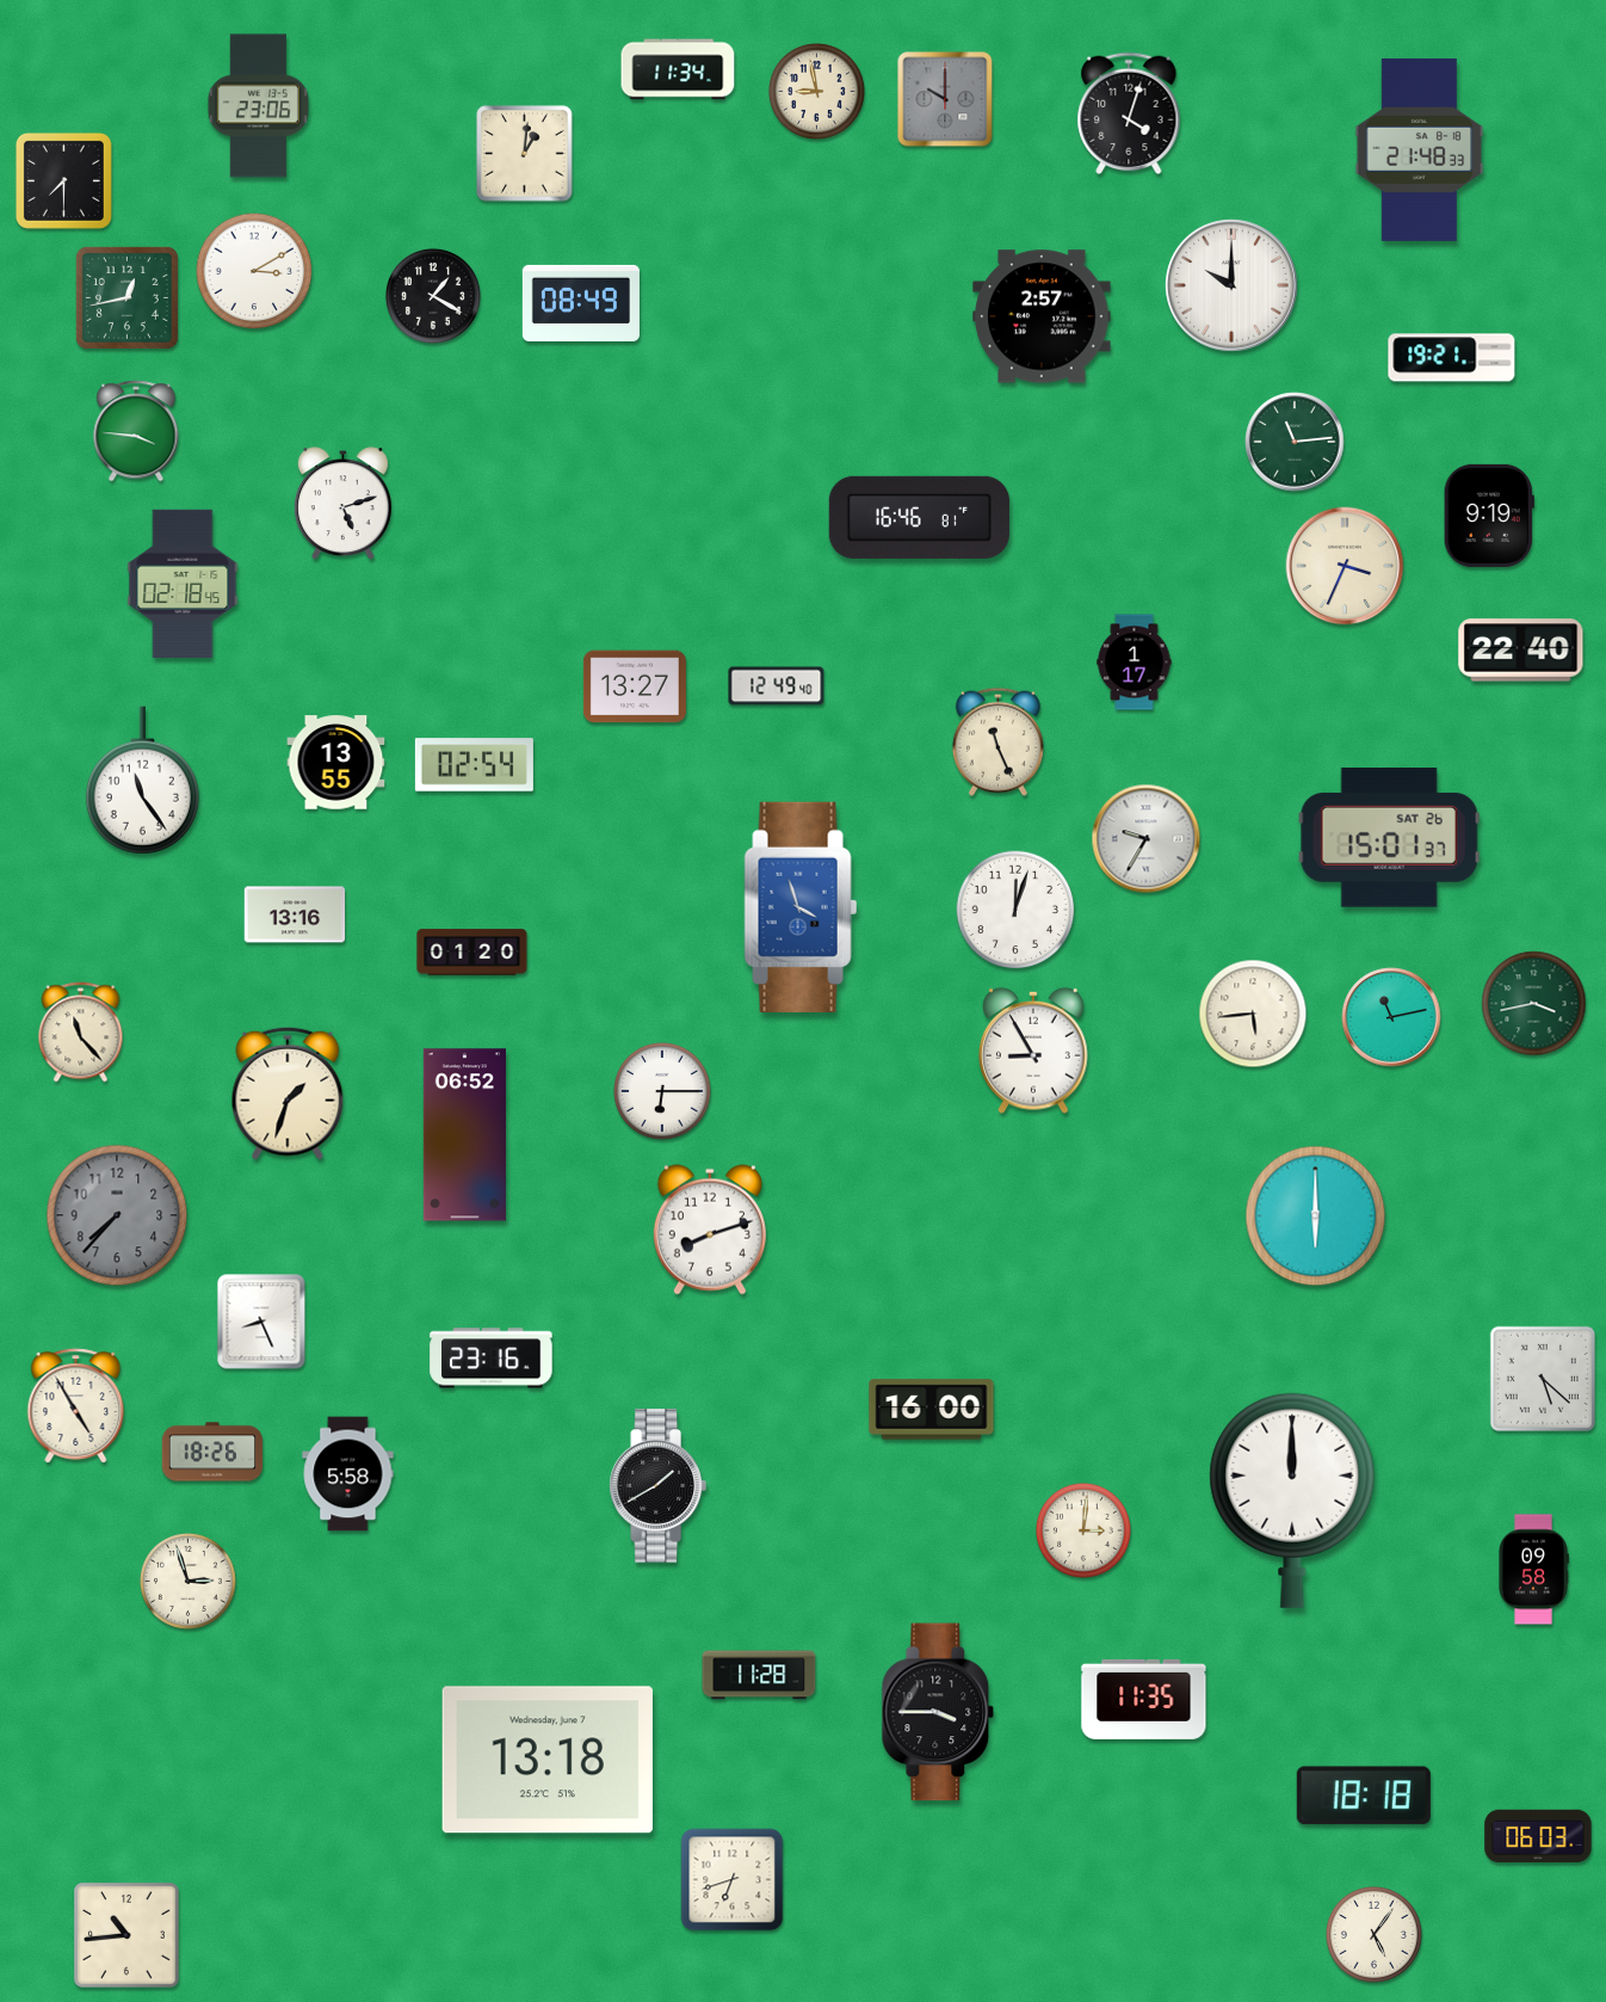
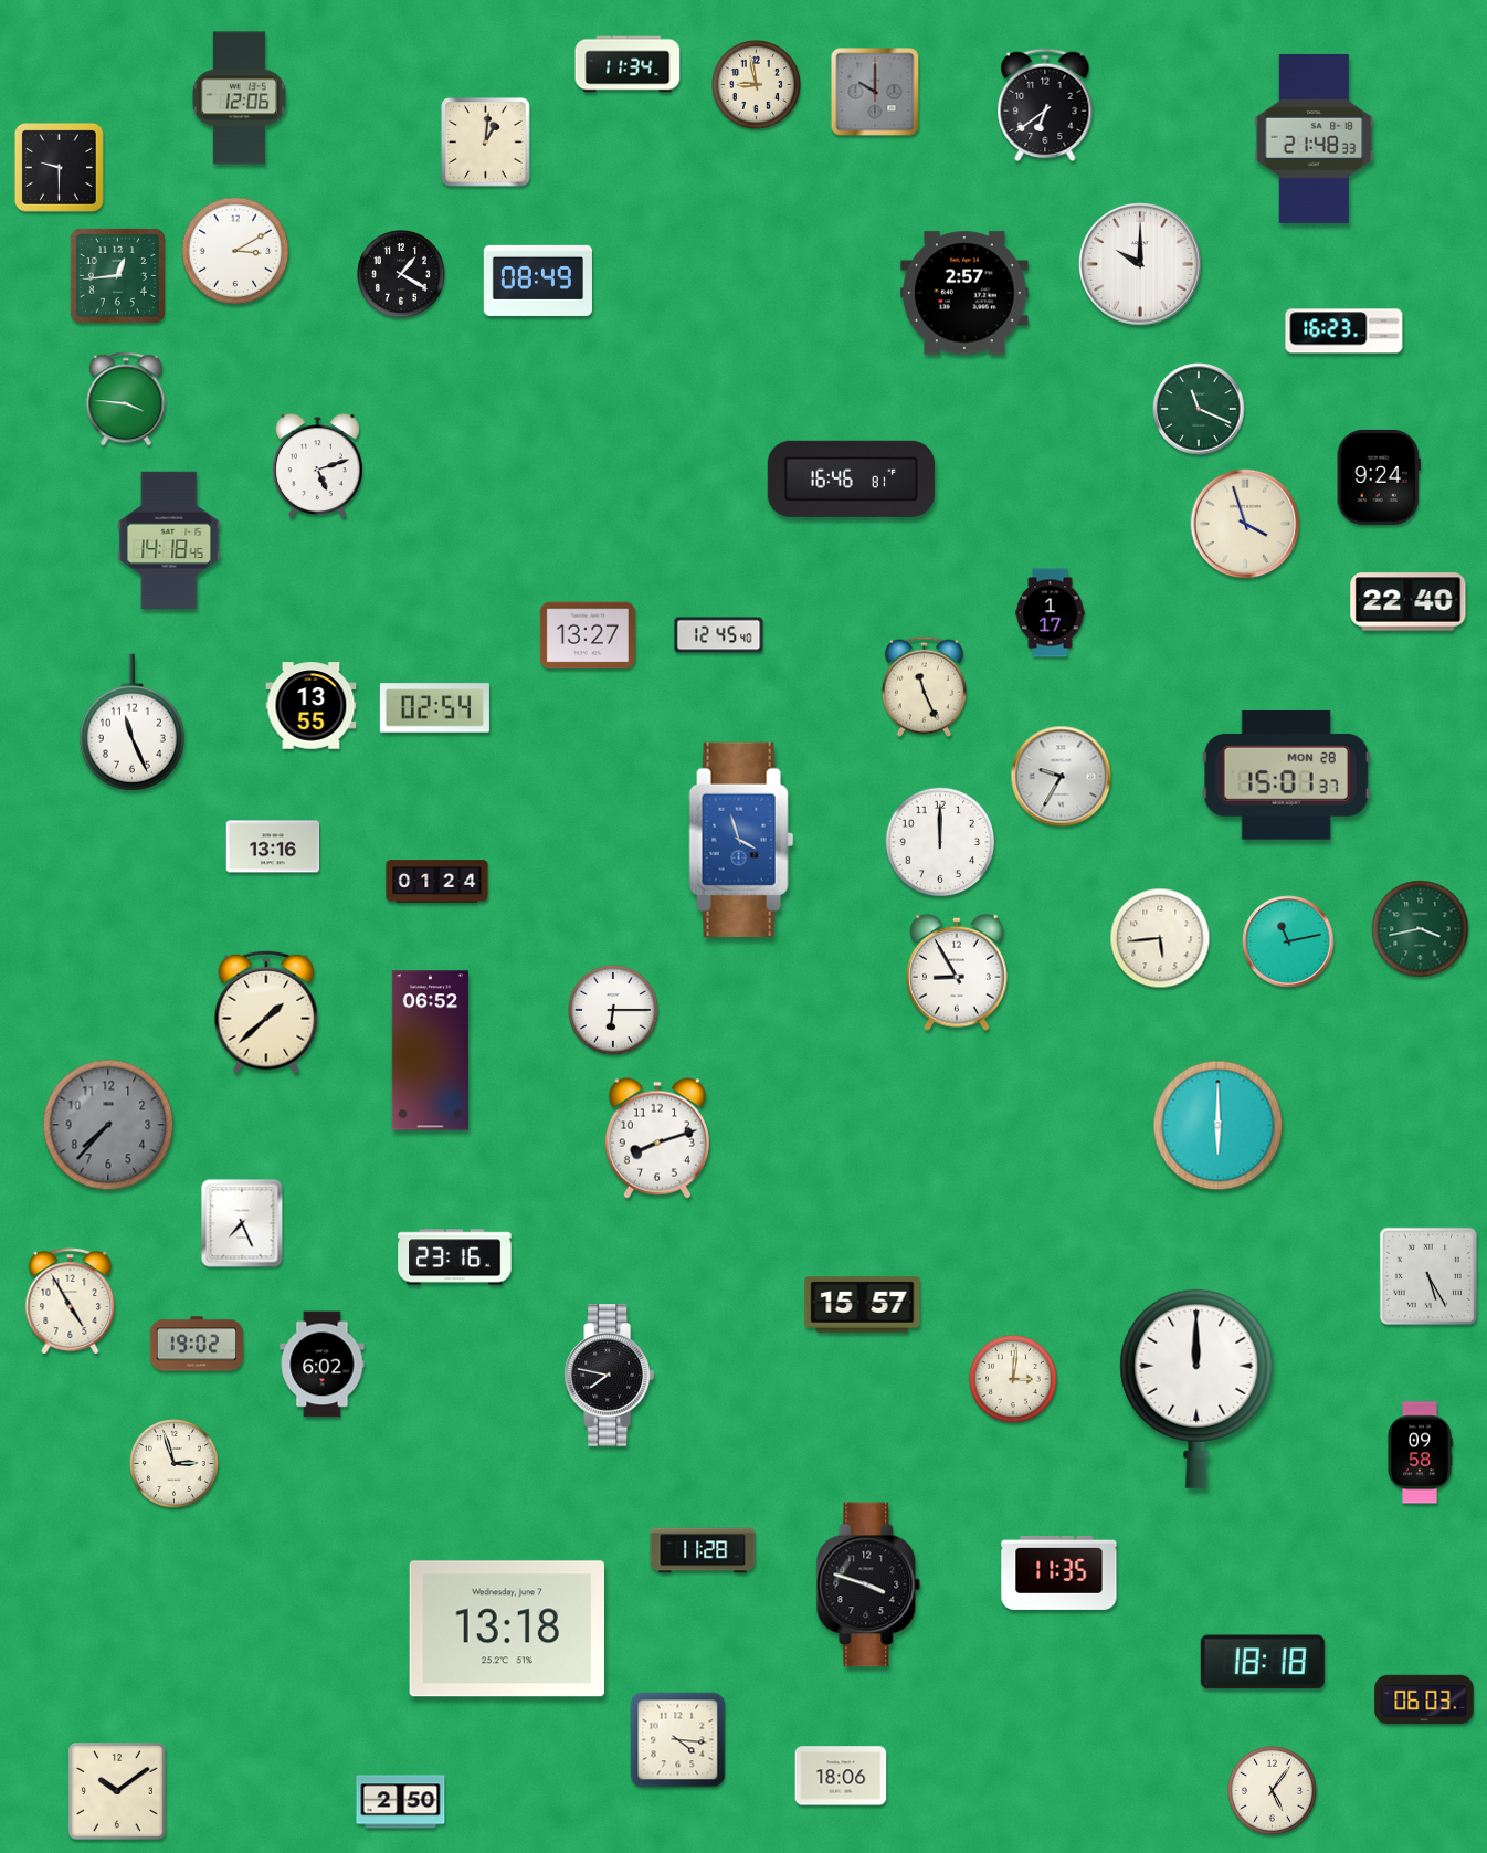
clock at (258, 106): 23:06 -> 12:06
clock at (1129, 113): 4:03 -> 6:39
clock at (63, 180): 7:30 -> 9:30
clock at (126, 297): 12:43 -> 12:44
clock at (1452, 358): 19:21 -> 16:23
clock at (1295, 442): 11:14 -> 11:19
clock at (1489, 516): 9:19 -> 9:24
clock at (1345, 566): 3:34 -> 3:57
clock at (183, 583): 02:18 -> 14:18
clock at (777, 686): 12:49 -> 12:45
clock at (474, 765) position: (474, 765) -> (434, 708)
clock at (142, 781): 11:24 -> 11:26
clock at (1389, 838) date: SAT 26 -> MON 28
clock at (1015, 910): 12:03 -> 12:00
clock at (472, 953): 01:20 -> 01:24
clock at (81, 1033): 11:23 -> none
clock at (288, 1094): 1:33 -> 1:38
clock at (261, 1322): 8:26 -> 7:26
clock at (1543, 1379): 5:22 -> 5:25
clock at (932, 1410): 16:00 -> 15:57
clock at (212, 1452): 18:26 -> 19:02
clock at (348, 1474): 5:58 -> 6:02
clock at (657, 1486): 1:40 -> 7:47
clock at (1083, 1530) position: (1083, 1530) -> (1013, 1379)
clock at (938, 1712): 3:45 -> 3:48
clock at (733, 1880): 6:42 -> 4:16
clock at (841, 1776): none -> 18:06
clock at (126, 1935): 10:44 -> 10:09
clock at (401, 1802): none -> 2:50
